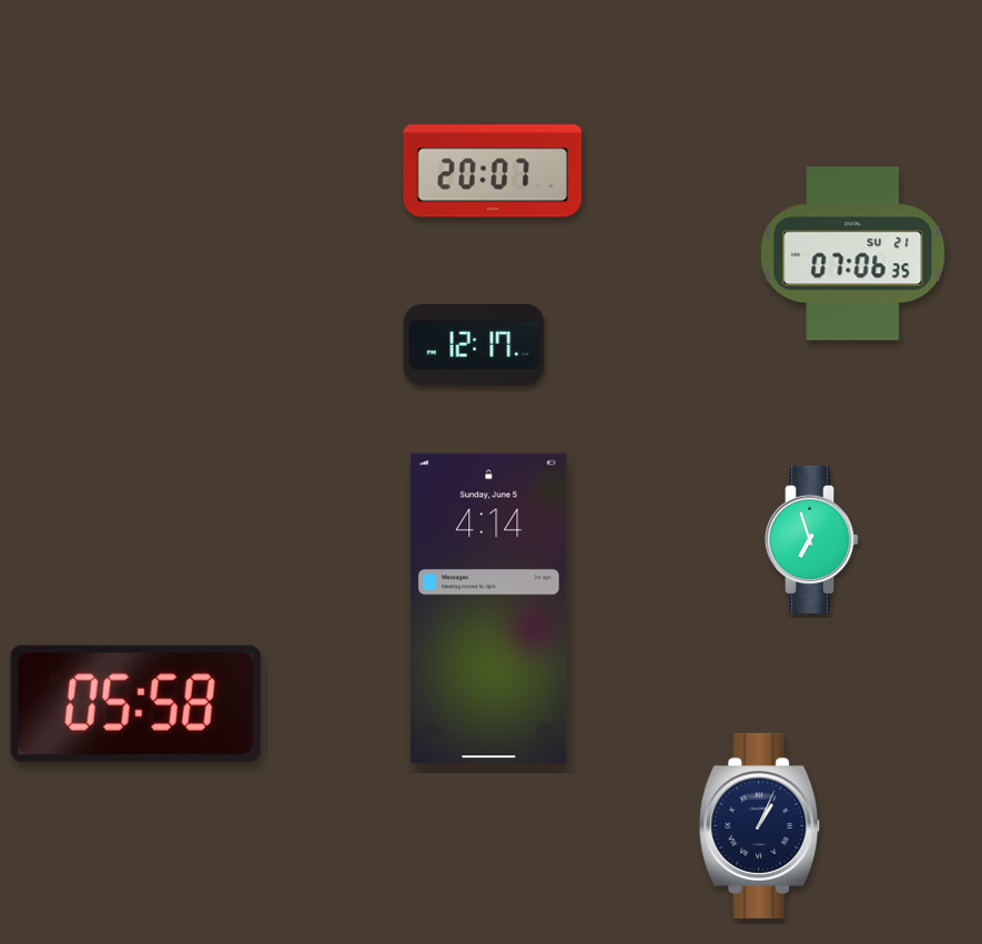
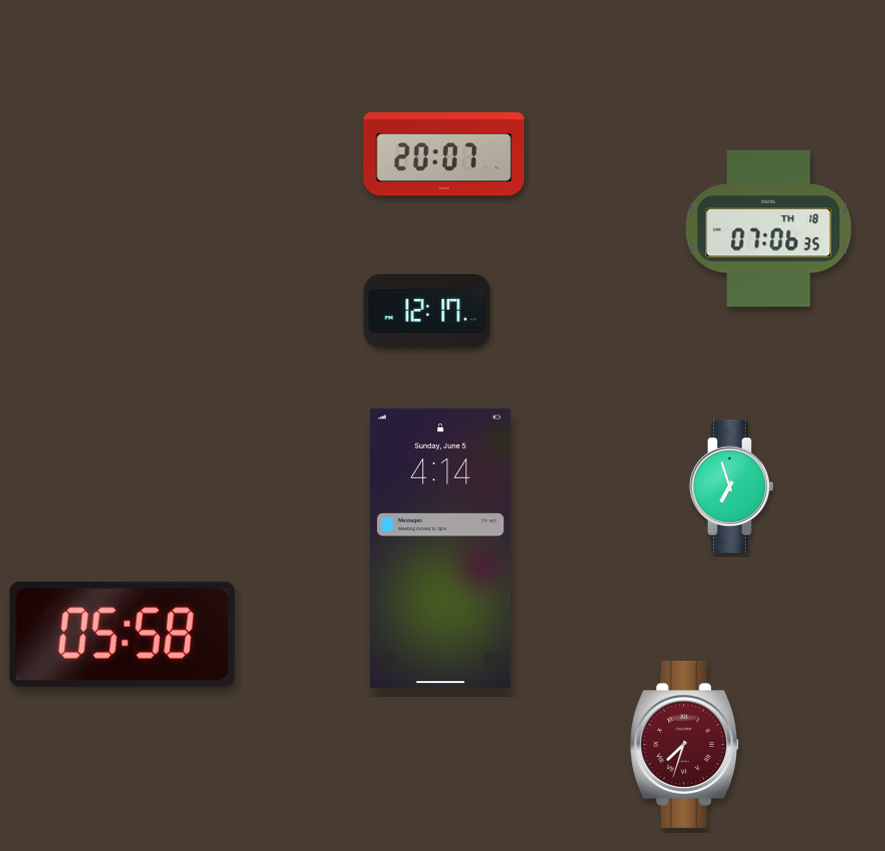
clock at (853, 254) date: SU 21 -> TH 18
clock at (760, 825): 1:04 -> 7:33
clock at (760, 825) dial: navy -> burgundy
